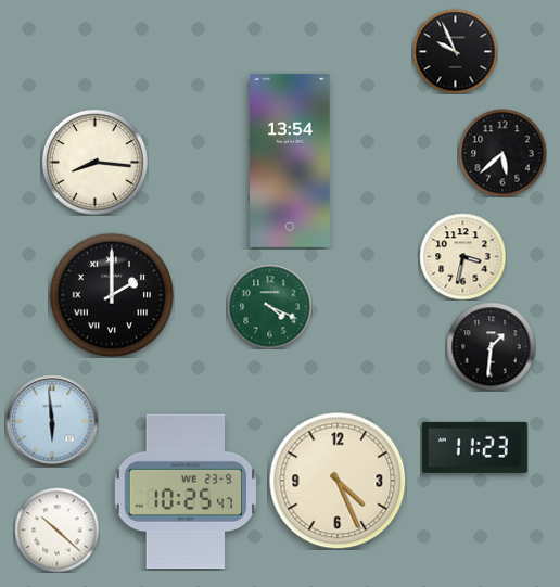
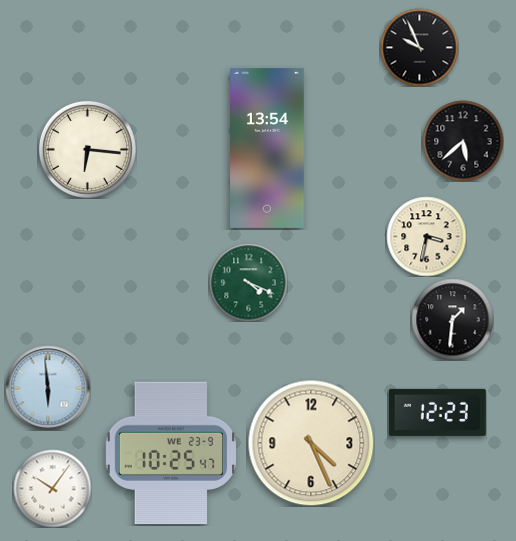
clock at (94, 162): 8:16 -> 6:16
clock at (112, 295): 2:00 -> none
clock at (474, 447): 11:23 -> 12:23
clock at (56, 529): 10:22 -> 10:06
